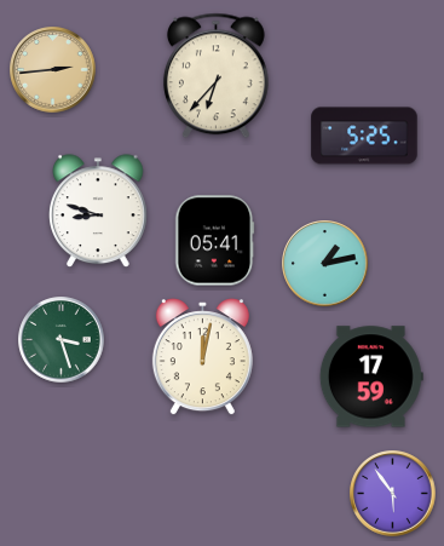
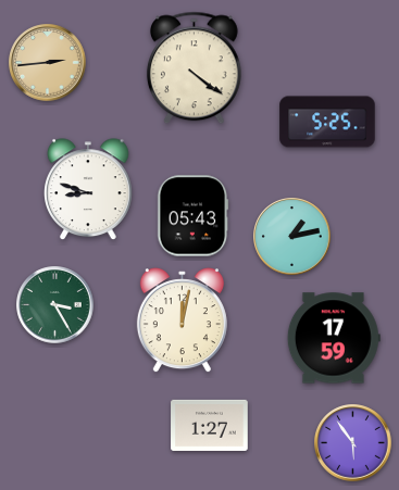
clock at (215, 76): 6:37 -> 4:21
clock at (215, 241): 05:41 -> 05:43
clock at (62, 340): 3:27 -> 3:25
clock at (210, 425): none -> 1:27
